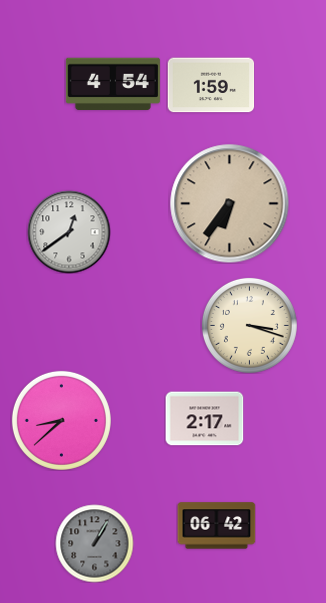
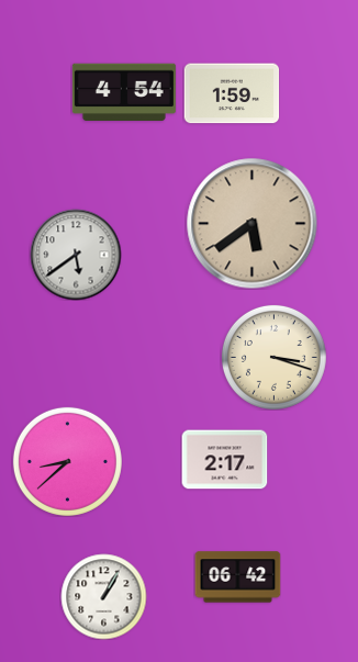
clock at (230, 204): 6:36 -> 5:39
clock at (69, 232): 12:39 -> 5:39
clock at (94, 543) dial: grey -> white
